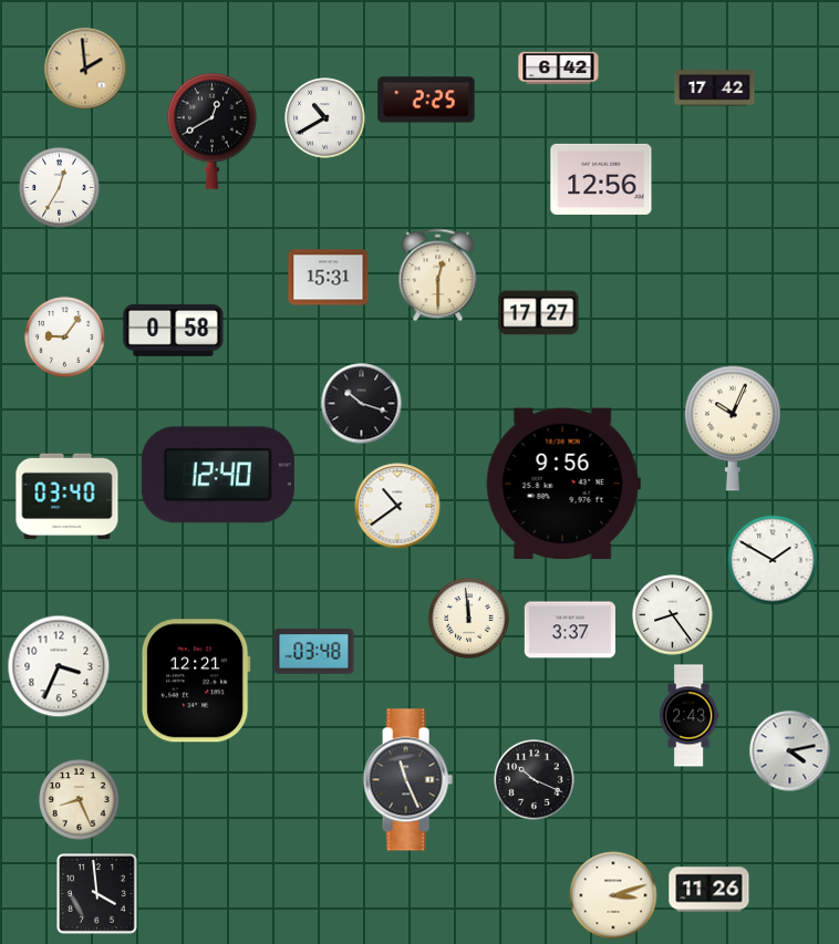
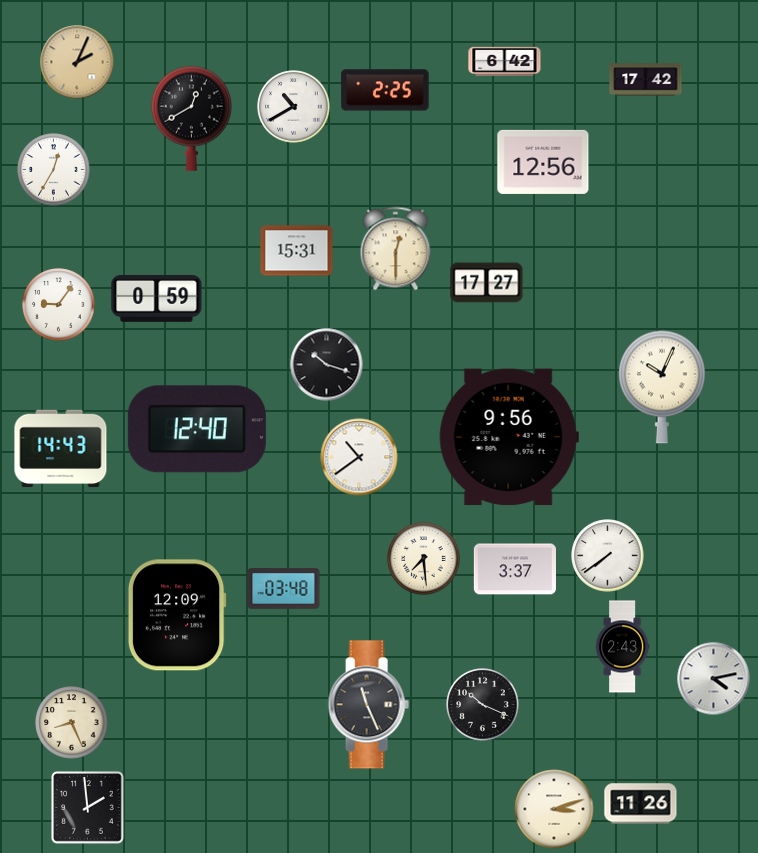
clock at (85, 69): 1:59 -> 2:04
clock at (174, 330): 0:58 -> 0:59
clock at (68, 497): 03:40 -> 14:43
clock at (773, 560): 1:50 -> none
clock at (673, 615): 8:24 -> 7:39
clock at (469, 619): 11:59 -> 7:29
clock at (59, 666): 3:34 -> none
clock at (196, 681): 12:21 -> 12:09
clock at (97, 894): 3:59 -> 1:59
